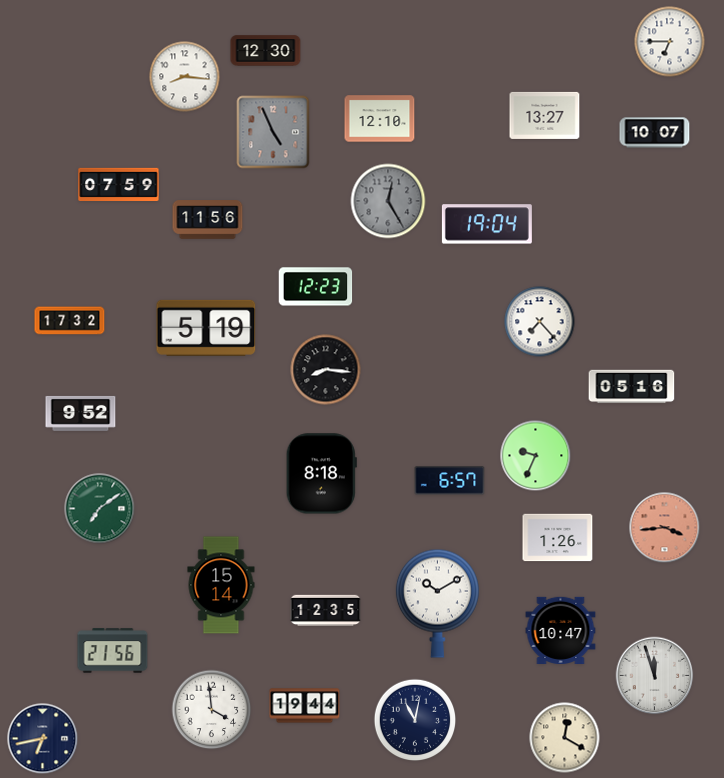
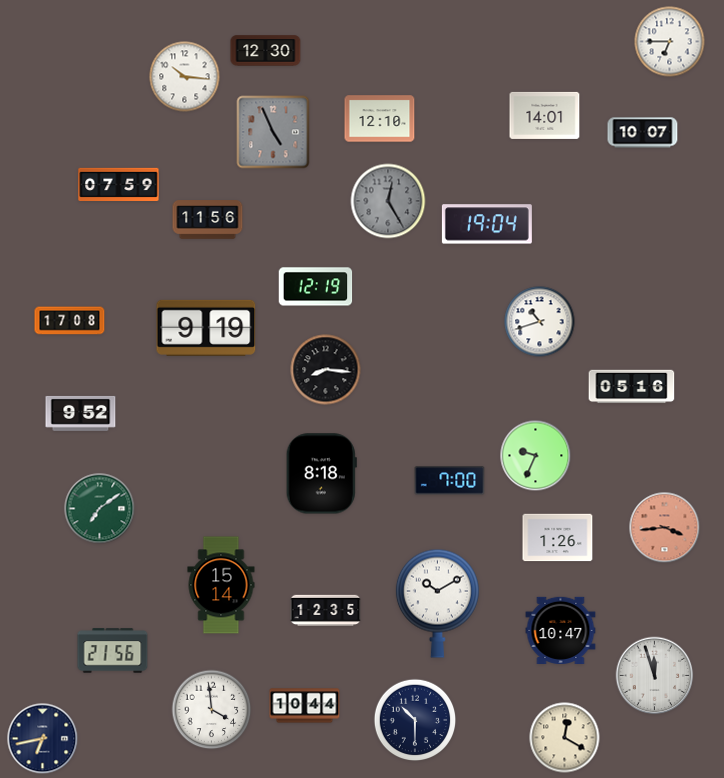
clock at (185, 77): 8:16 -> 10:16
clock at (545, 115): 13:27 -> 14:01
clock at (655, 133) position: (655, 133) -> (643, 133)
clock at (316, 287): 12:23 -> 12:19
clock at (70, 321): 17:32 -> 17:08
clock at (540, 322): 7:23 -> 10:42
clock at (206, 328): 5:19 -> 9:19
clock at (450, 481): 6:57 -> 7:00
clock at (305, 706): 19:44 -> 10:44
clock at (415, 720): 11:02 -> 10:30
